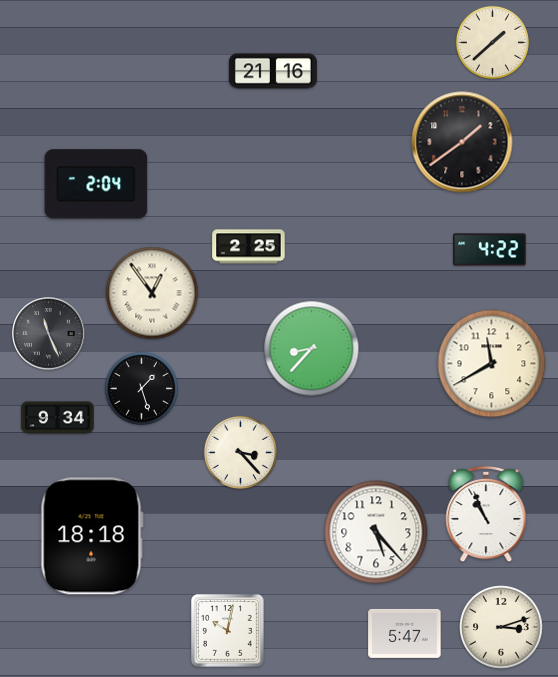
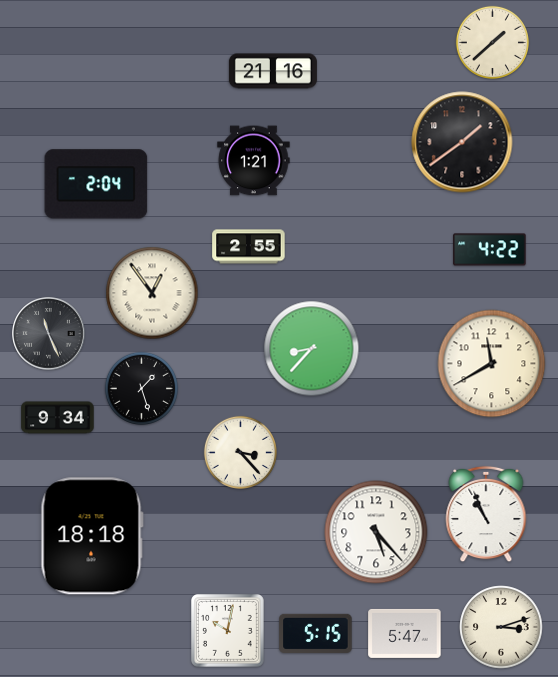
clock at (254, 161): none -> 1:21
clock at (249, 247): 2:25 -> 2:55
clock at (316, 633): none -> 5:15
